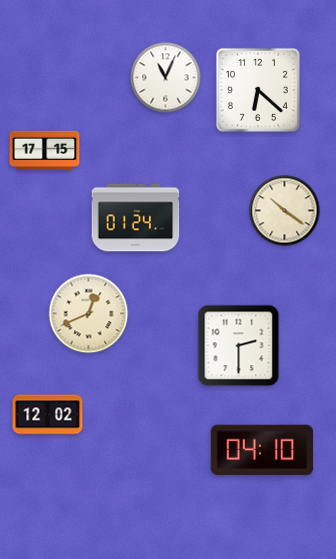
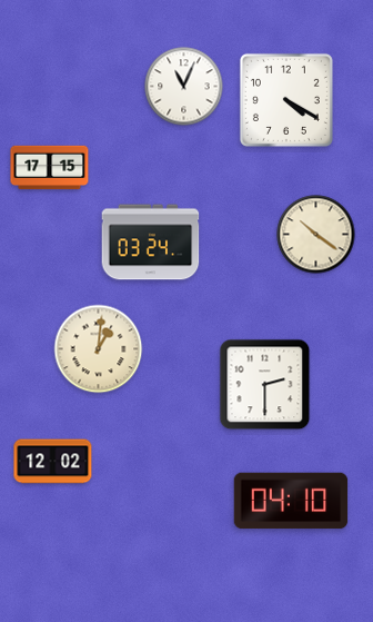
clock at (258, 90): 6:22 -> 4:20
clock at (136, 218): 01:24 -> 03:24
clock at (89, 314): 12:41 -> 1:01
